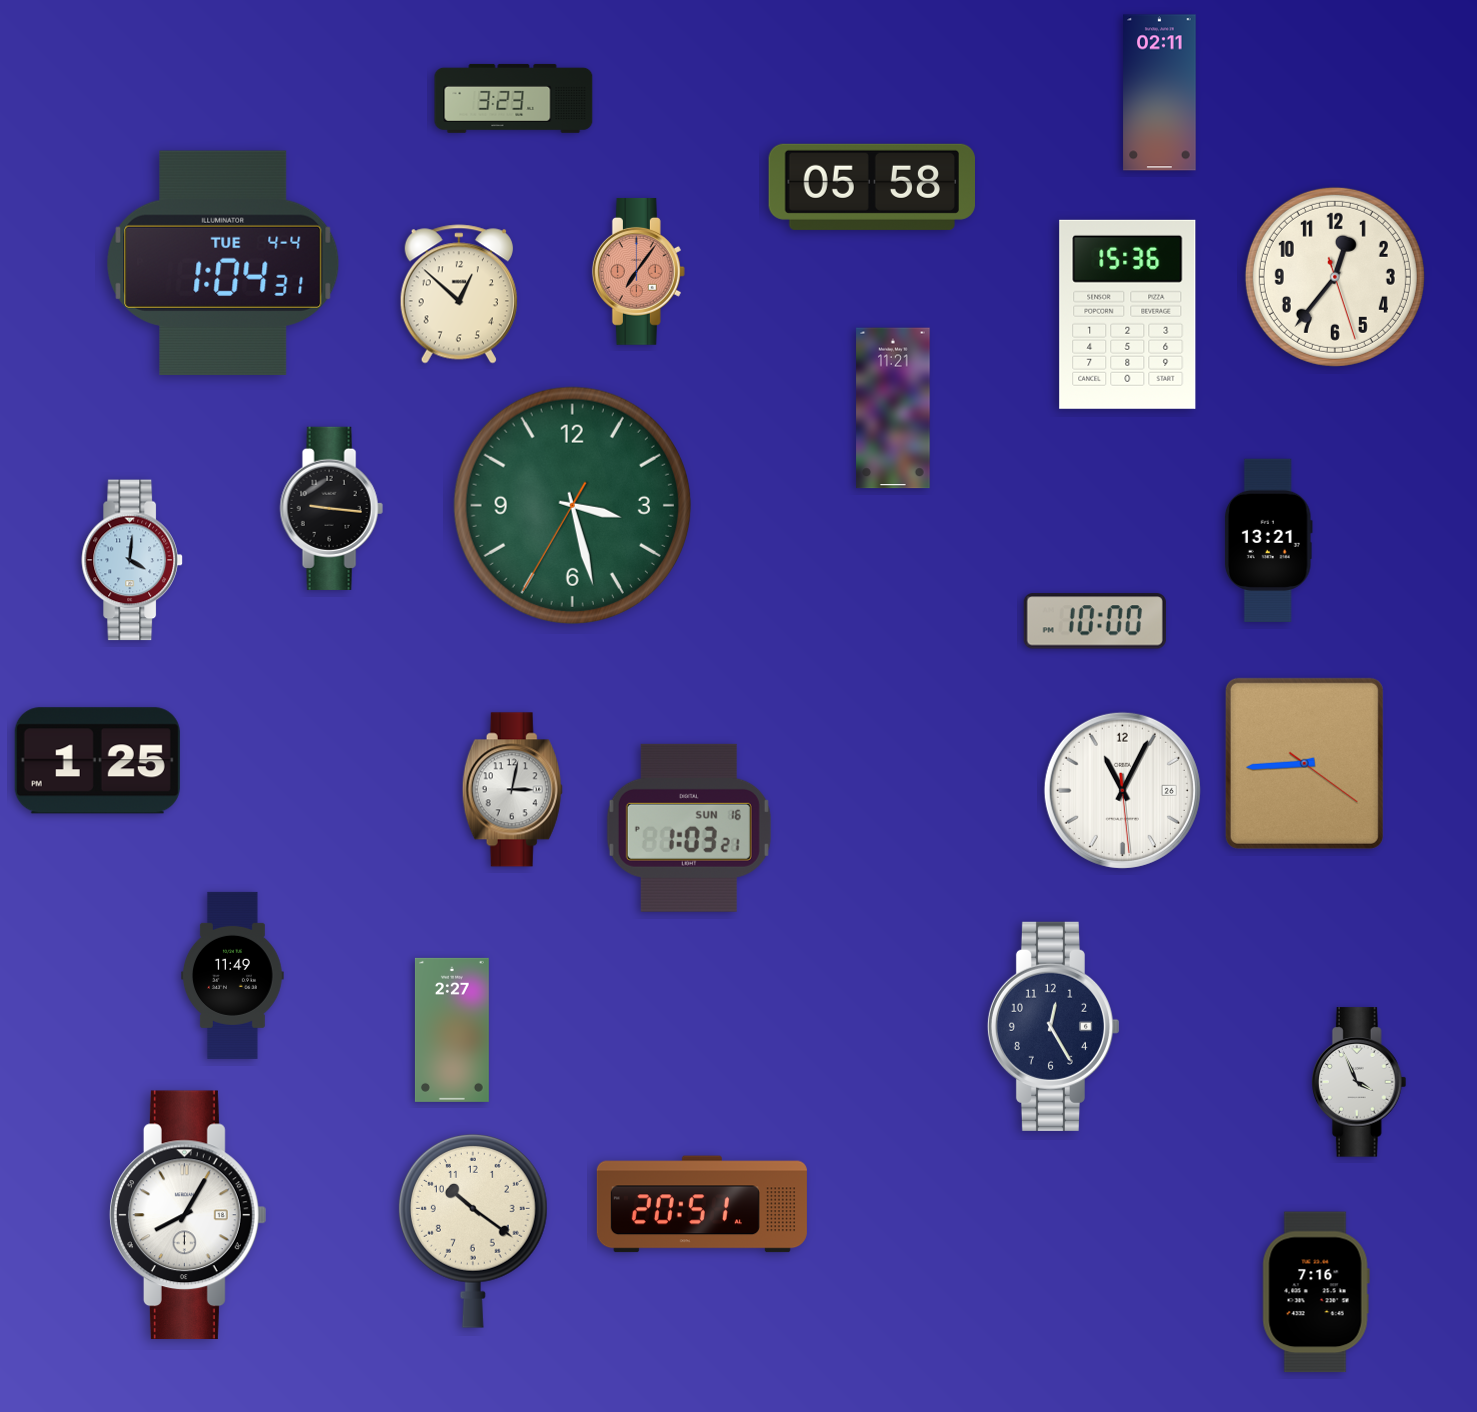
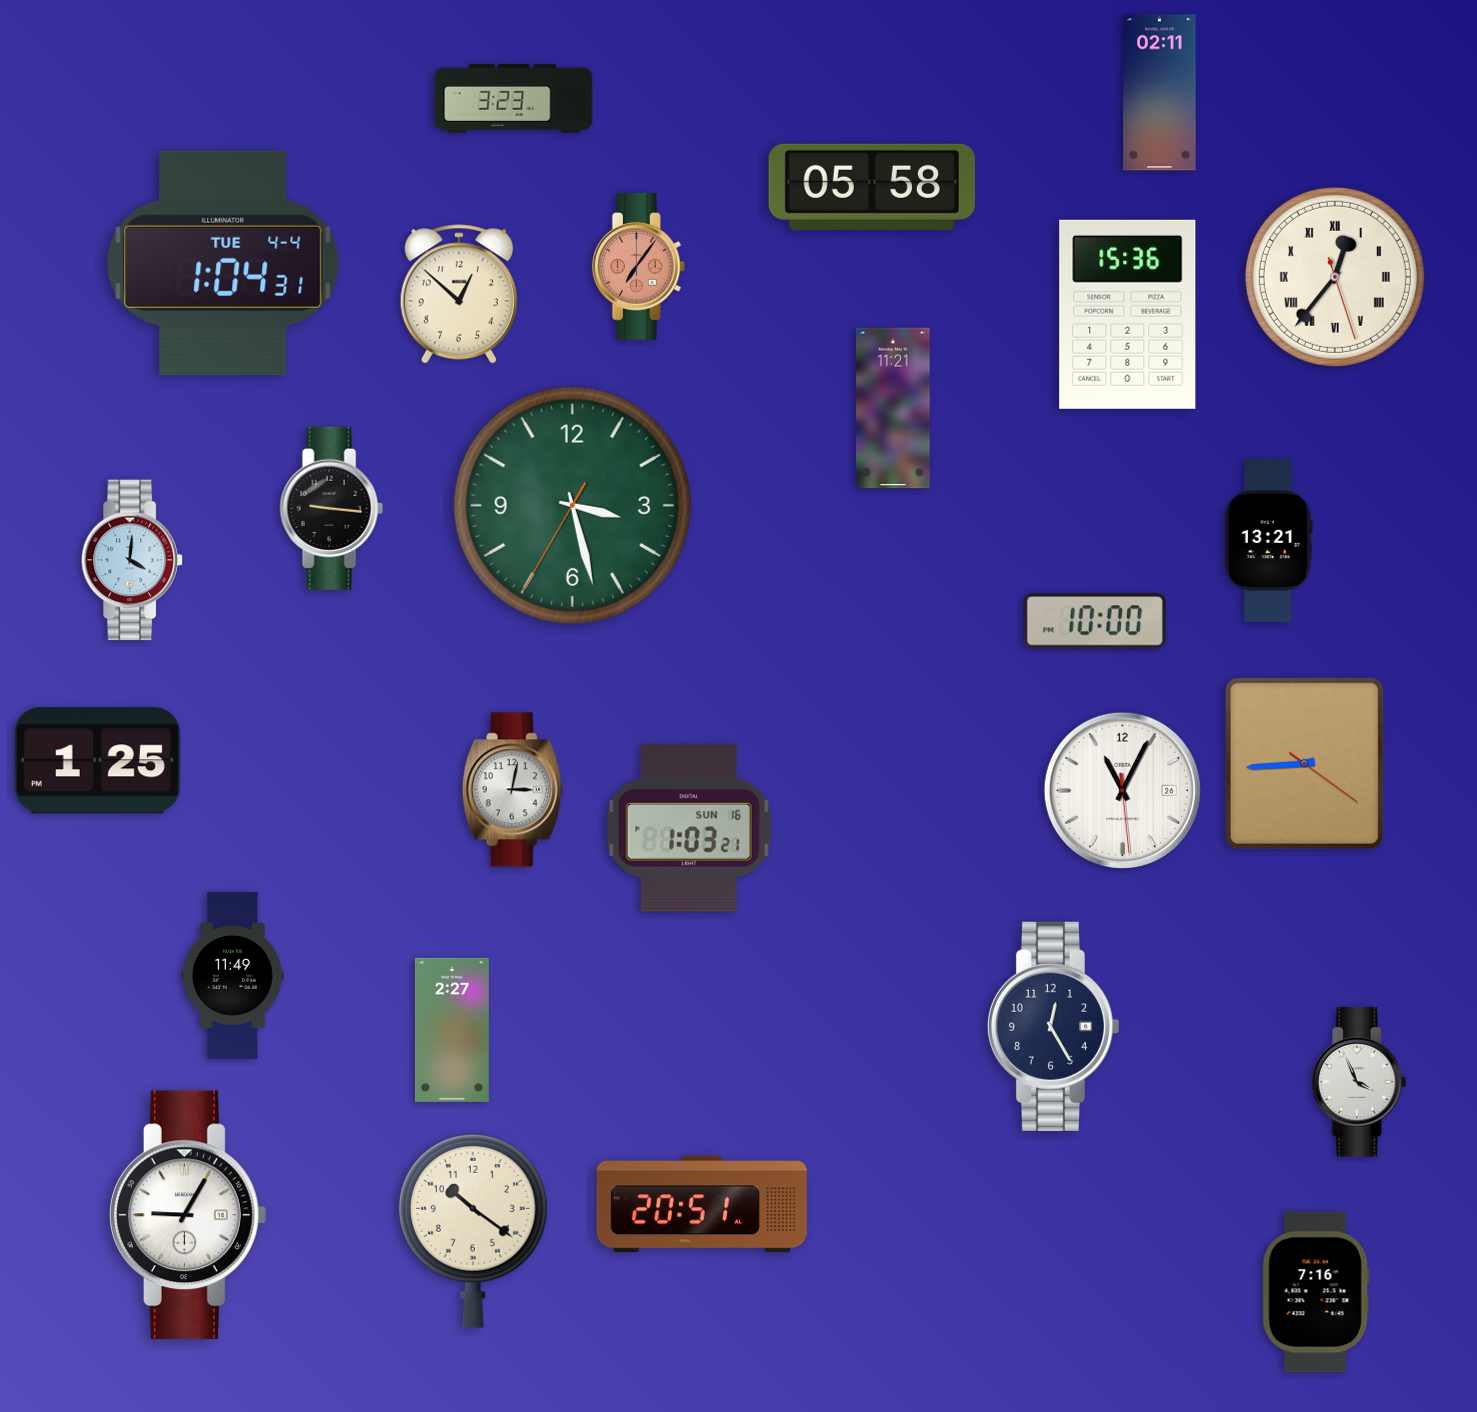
clock at (638, 271) position: (638, 271) -> (638, 266)
clock at (1335, 277) numerals: Arabic -> Roman
clock at (189, 1215): 8:05 -> 9:05
